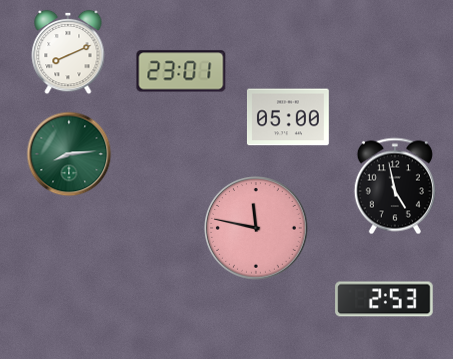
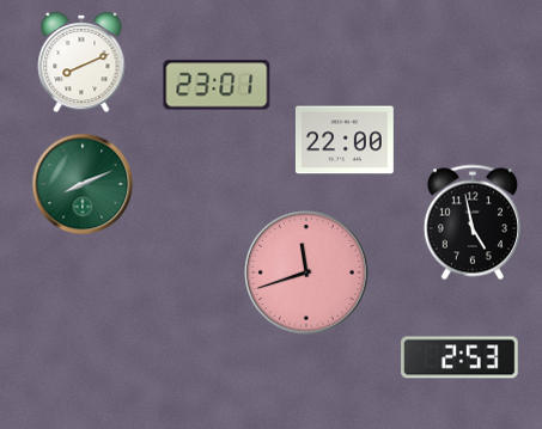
clock at (288, 117): 05:00 -> 22:00
clock at (69, 154): 8:14 -> 8:11
clock at (256, 228): 11:47 -> 11:42
